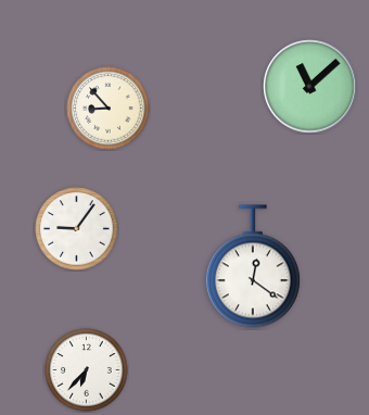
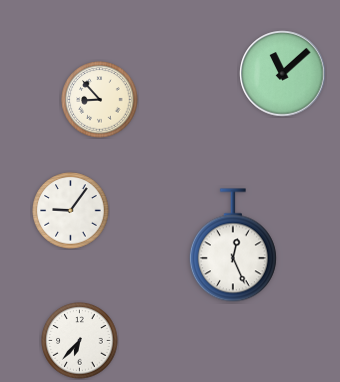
clock at (310, 87) position: (310, 87) -> (283, 74)
clock at (253, 266): 12:21 -> 12:26
